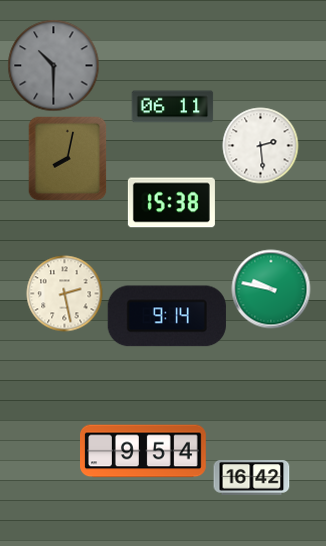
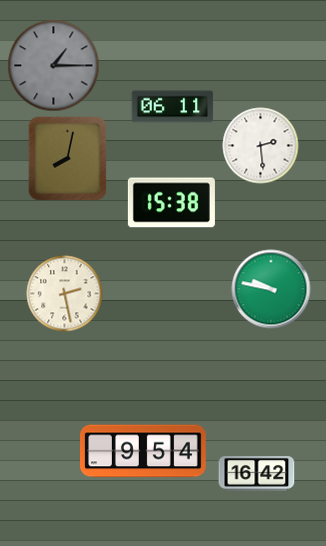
clock at (54, 66): 10:30 -> 1:15
clock at (167, 316): 9:14 -> none
clock at (252, 478) position: (252, 478) -> (257, 474)
